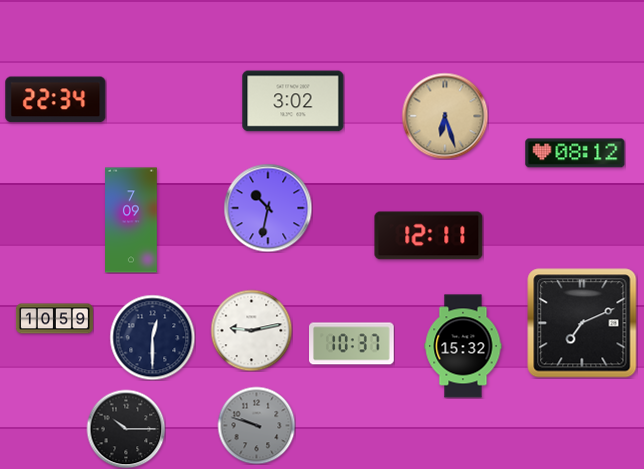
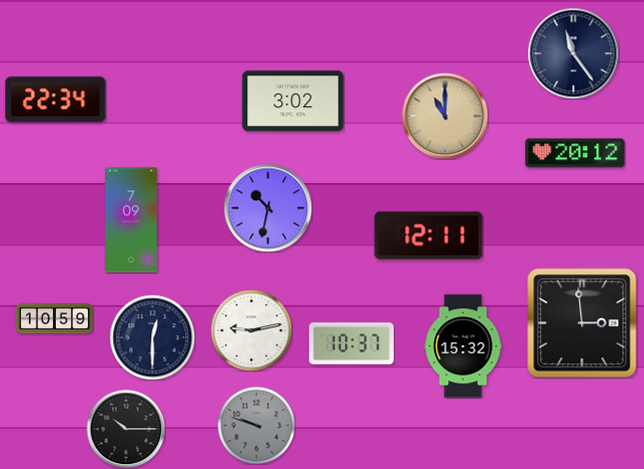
clock at (573, 53): none -> 11:24
clock at (445, 116): 6:27 -> 11:00
clock at (575, 153): 08:12 -> 20:12
clock at (582, 323): 7:11 -> 2:59
